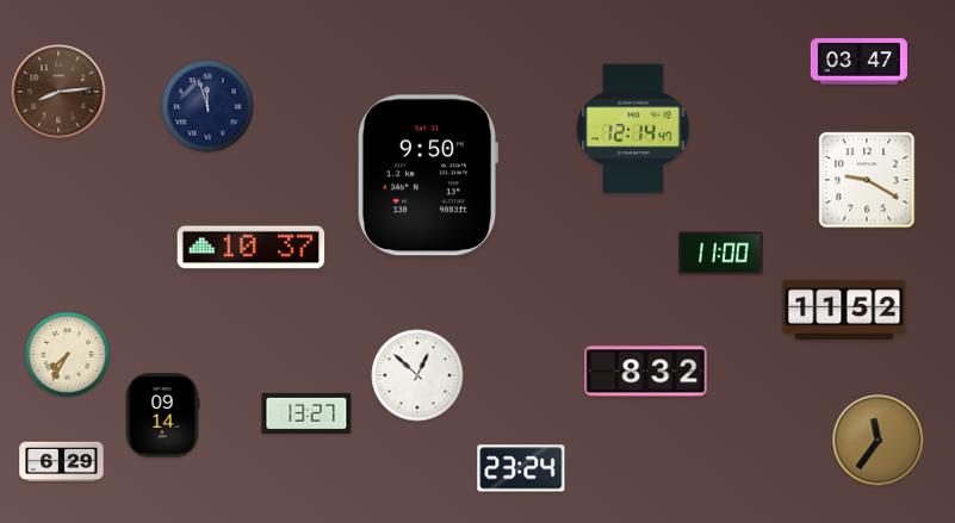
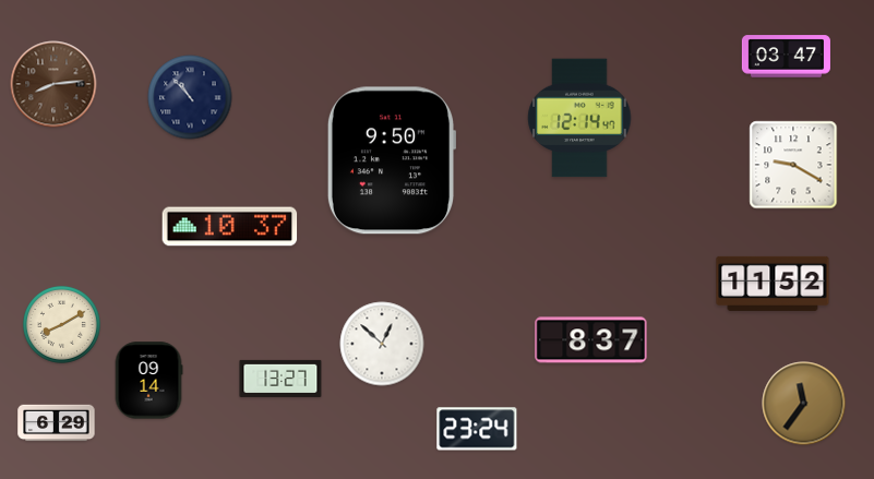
clock at (207, 106): 11:57 -> 10:53
clock at (721, 254): 11:00 -> none
clock at (67, 354): 7:35 -> 8:10
clock at (646, 372): 8:32 -> 8:37
